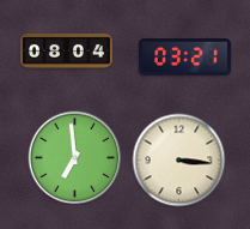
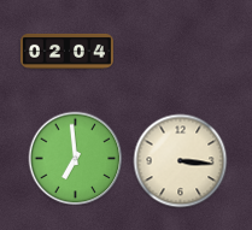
clock at (66, 50): 08:04 -> 02:04
clock at (184, 56): 03:21 -> none
